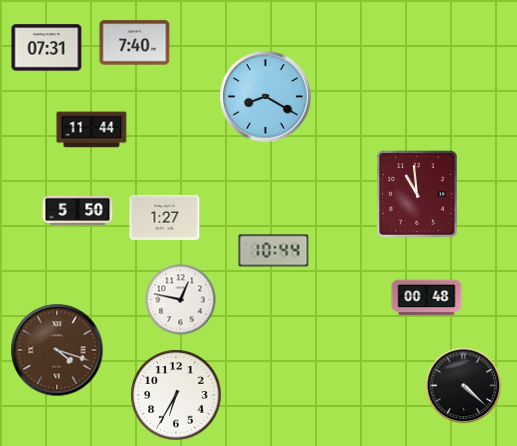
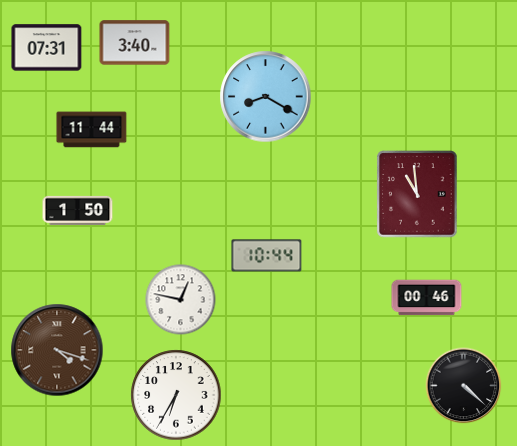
clock at (135, 43): 7:40 -> 3:40
clock at (78, 210): 5:50 -> 1:50
clock at (165, 217): 1:27 -> none
clock at (274, 251) position: (274, 251) -> (267, 256)
clock at (427, 298): 00:48 -> 00:46
